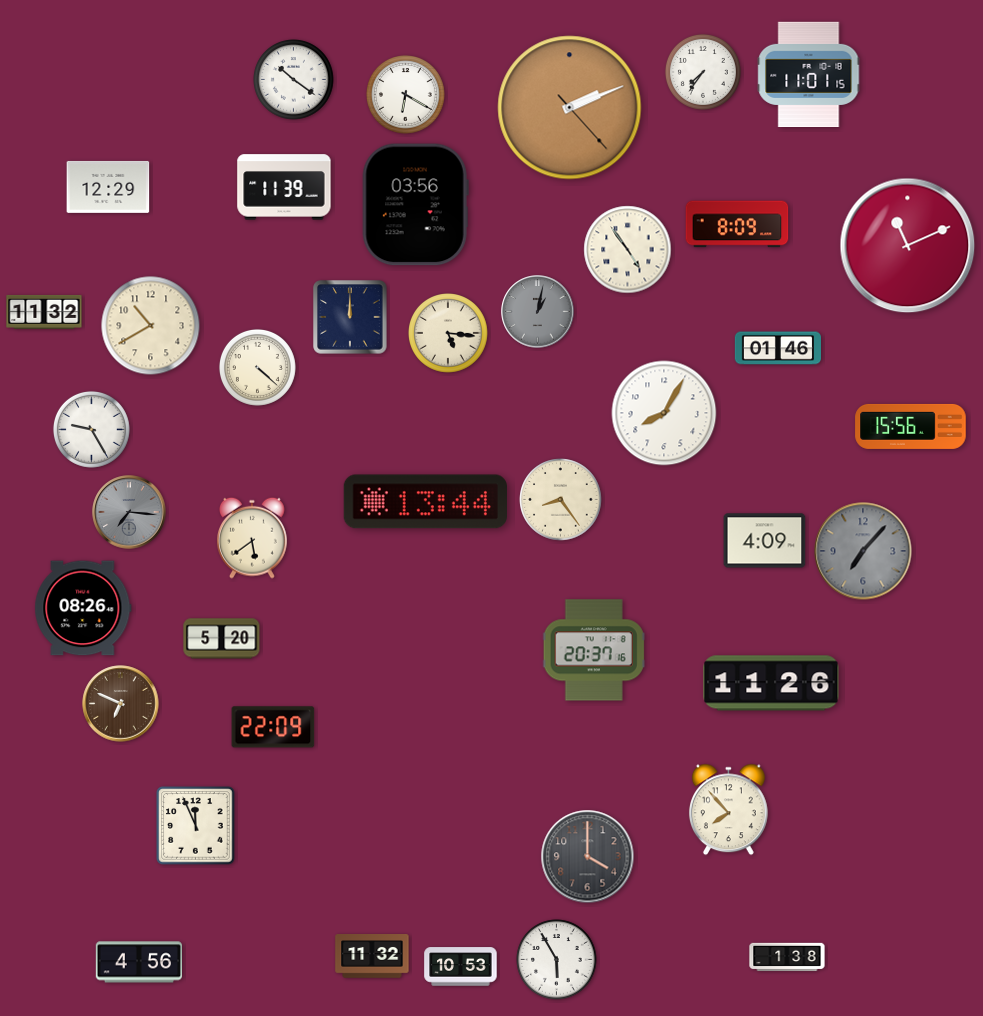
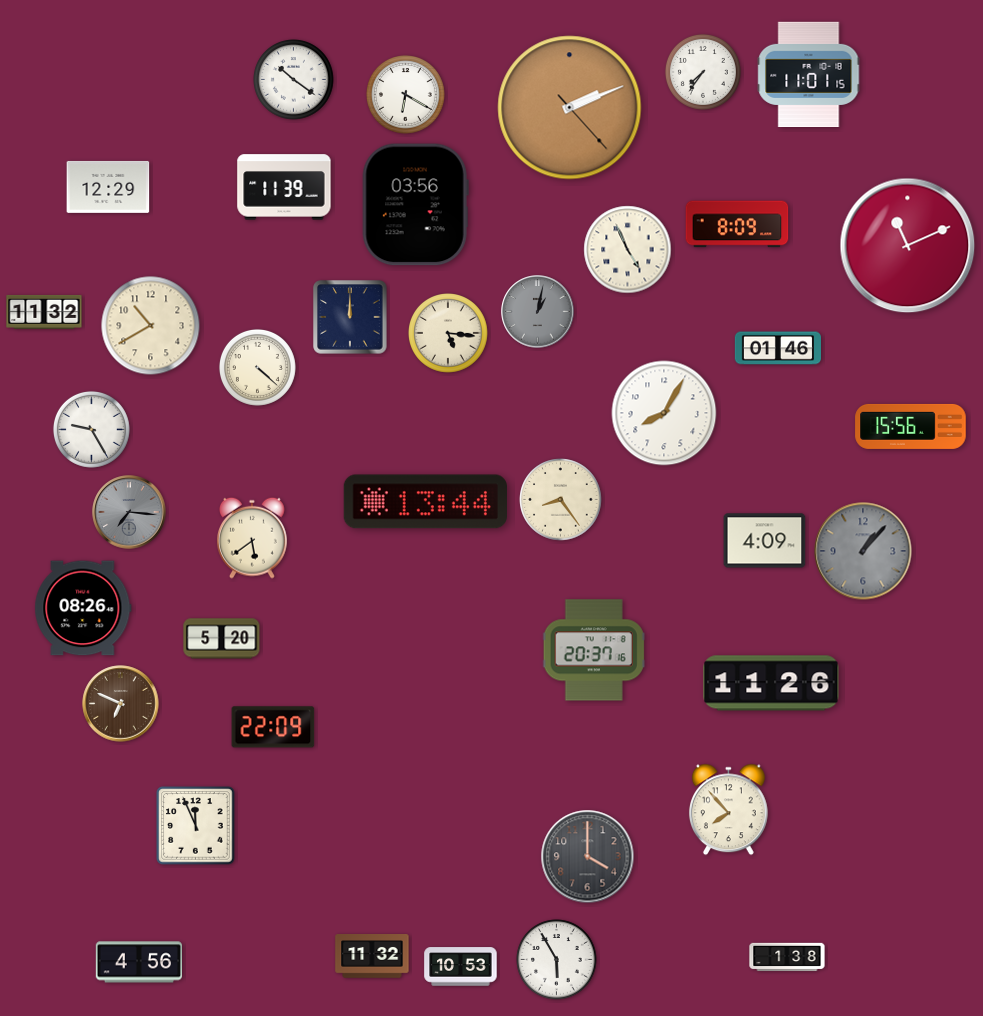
clock at (628, 250): 4:54 -> 4:56
clock at (863, 551): 7:07 -> 1:07
